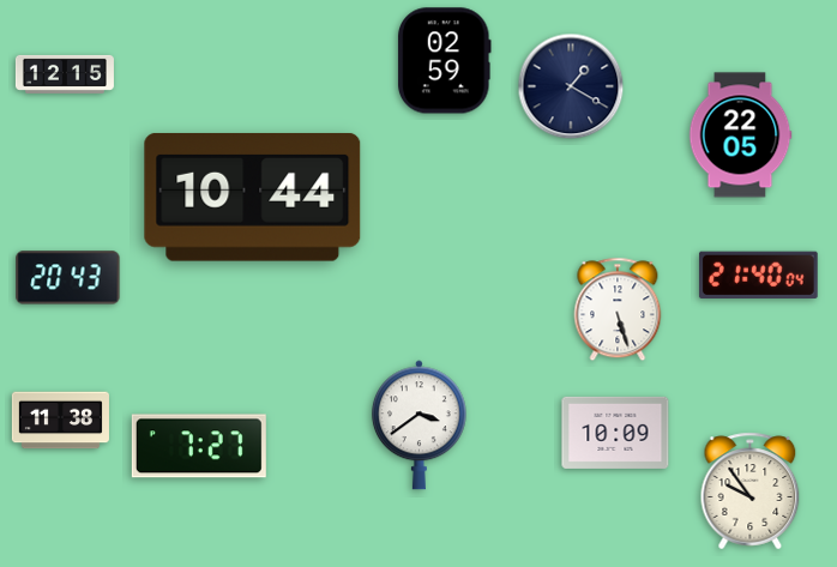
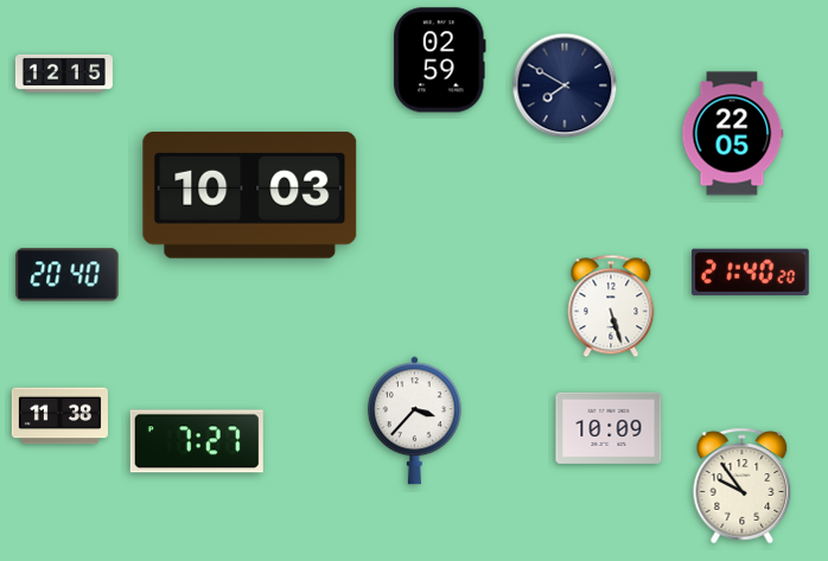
clock at (571, 86): 1:20 -> 7:50
clock at (253, 197): 10:44 -> 10:03
clock at (758, 275): 21:40:04 -> 21:40:20
clock at (68, 278): 20:43 -> 20:40
clock at (418, 426): 3:39 -> 3:37
